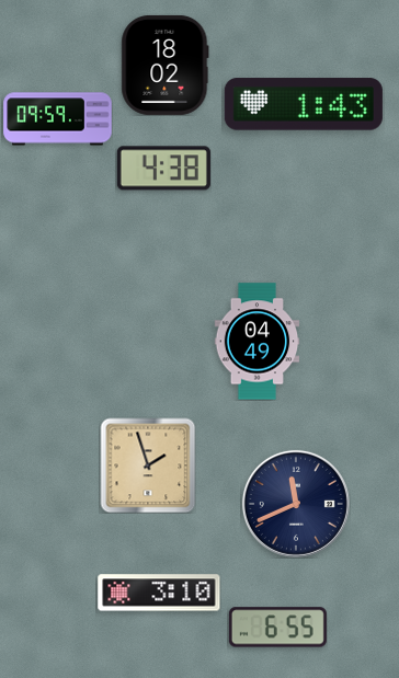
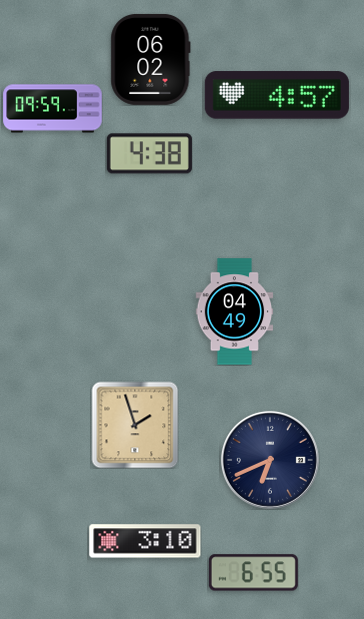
clock at (166, 65): 18:02 -> 06:02
clock at (304, 104): 1:43 -> 4:57
clock at (296, 504): 11:41 -> 6:41
